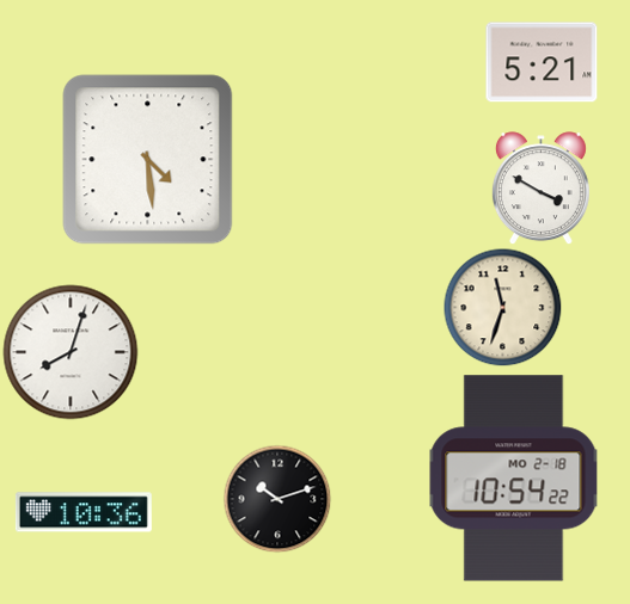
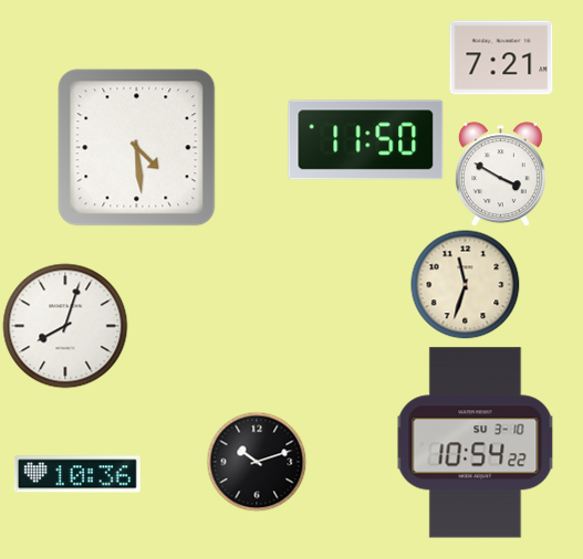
clock at (542, 62): 5:21 -> 7:21
clock at (366, 140): none -> 11:50
clock at (514, 479) date: MO 2-18 -> SU 3-10
